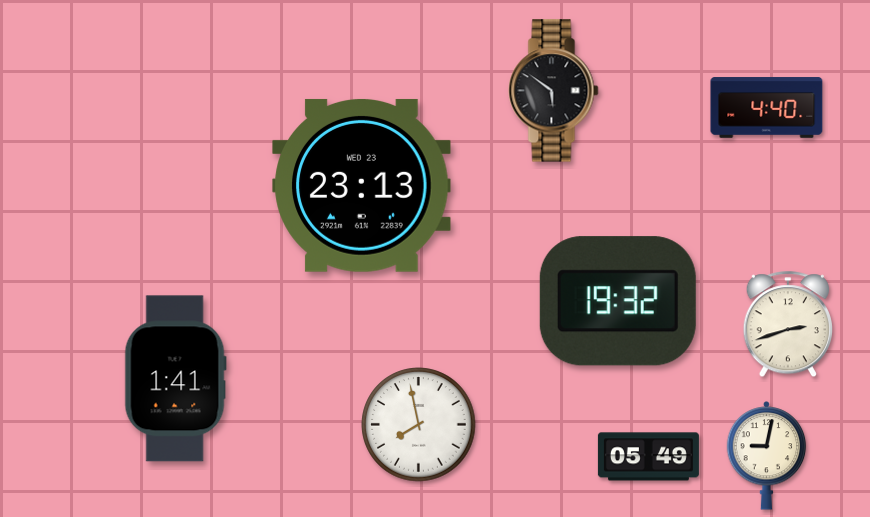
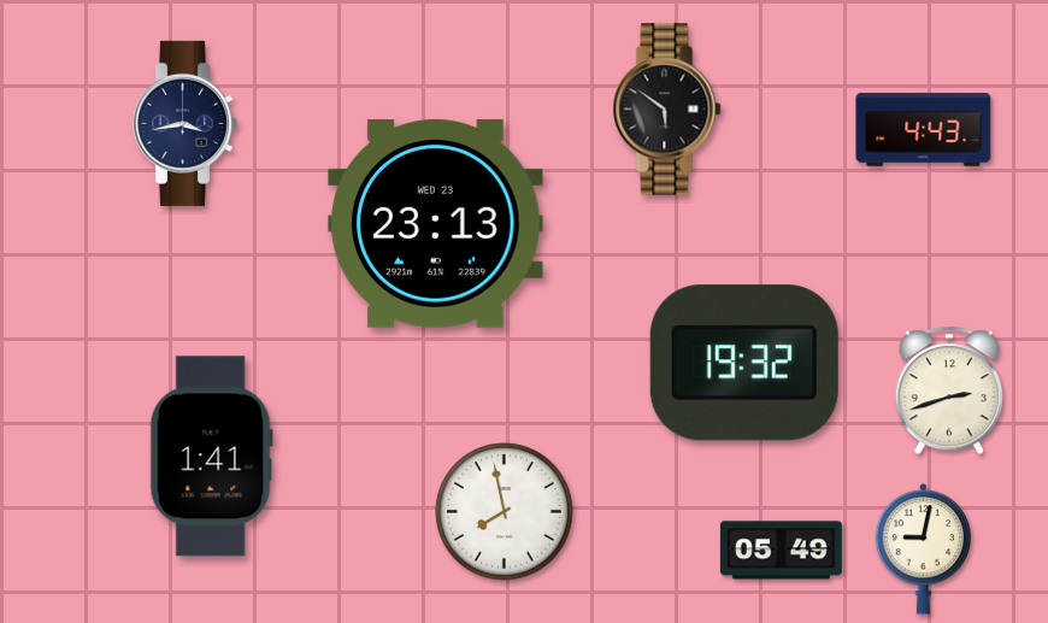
clock at (184, 123): none -> 3:43
clock at (767, 108): 4:40 -> 4:43
